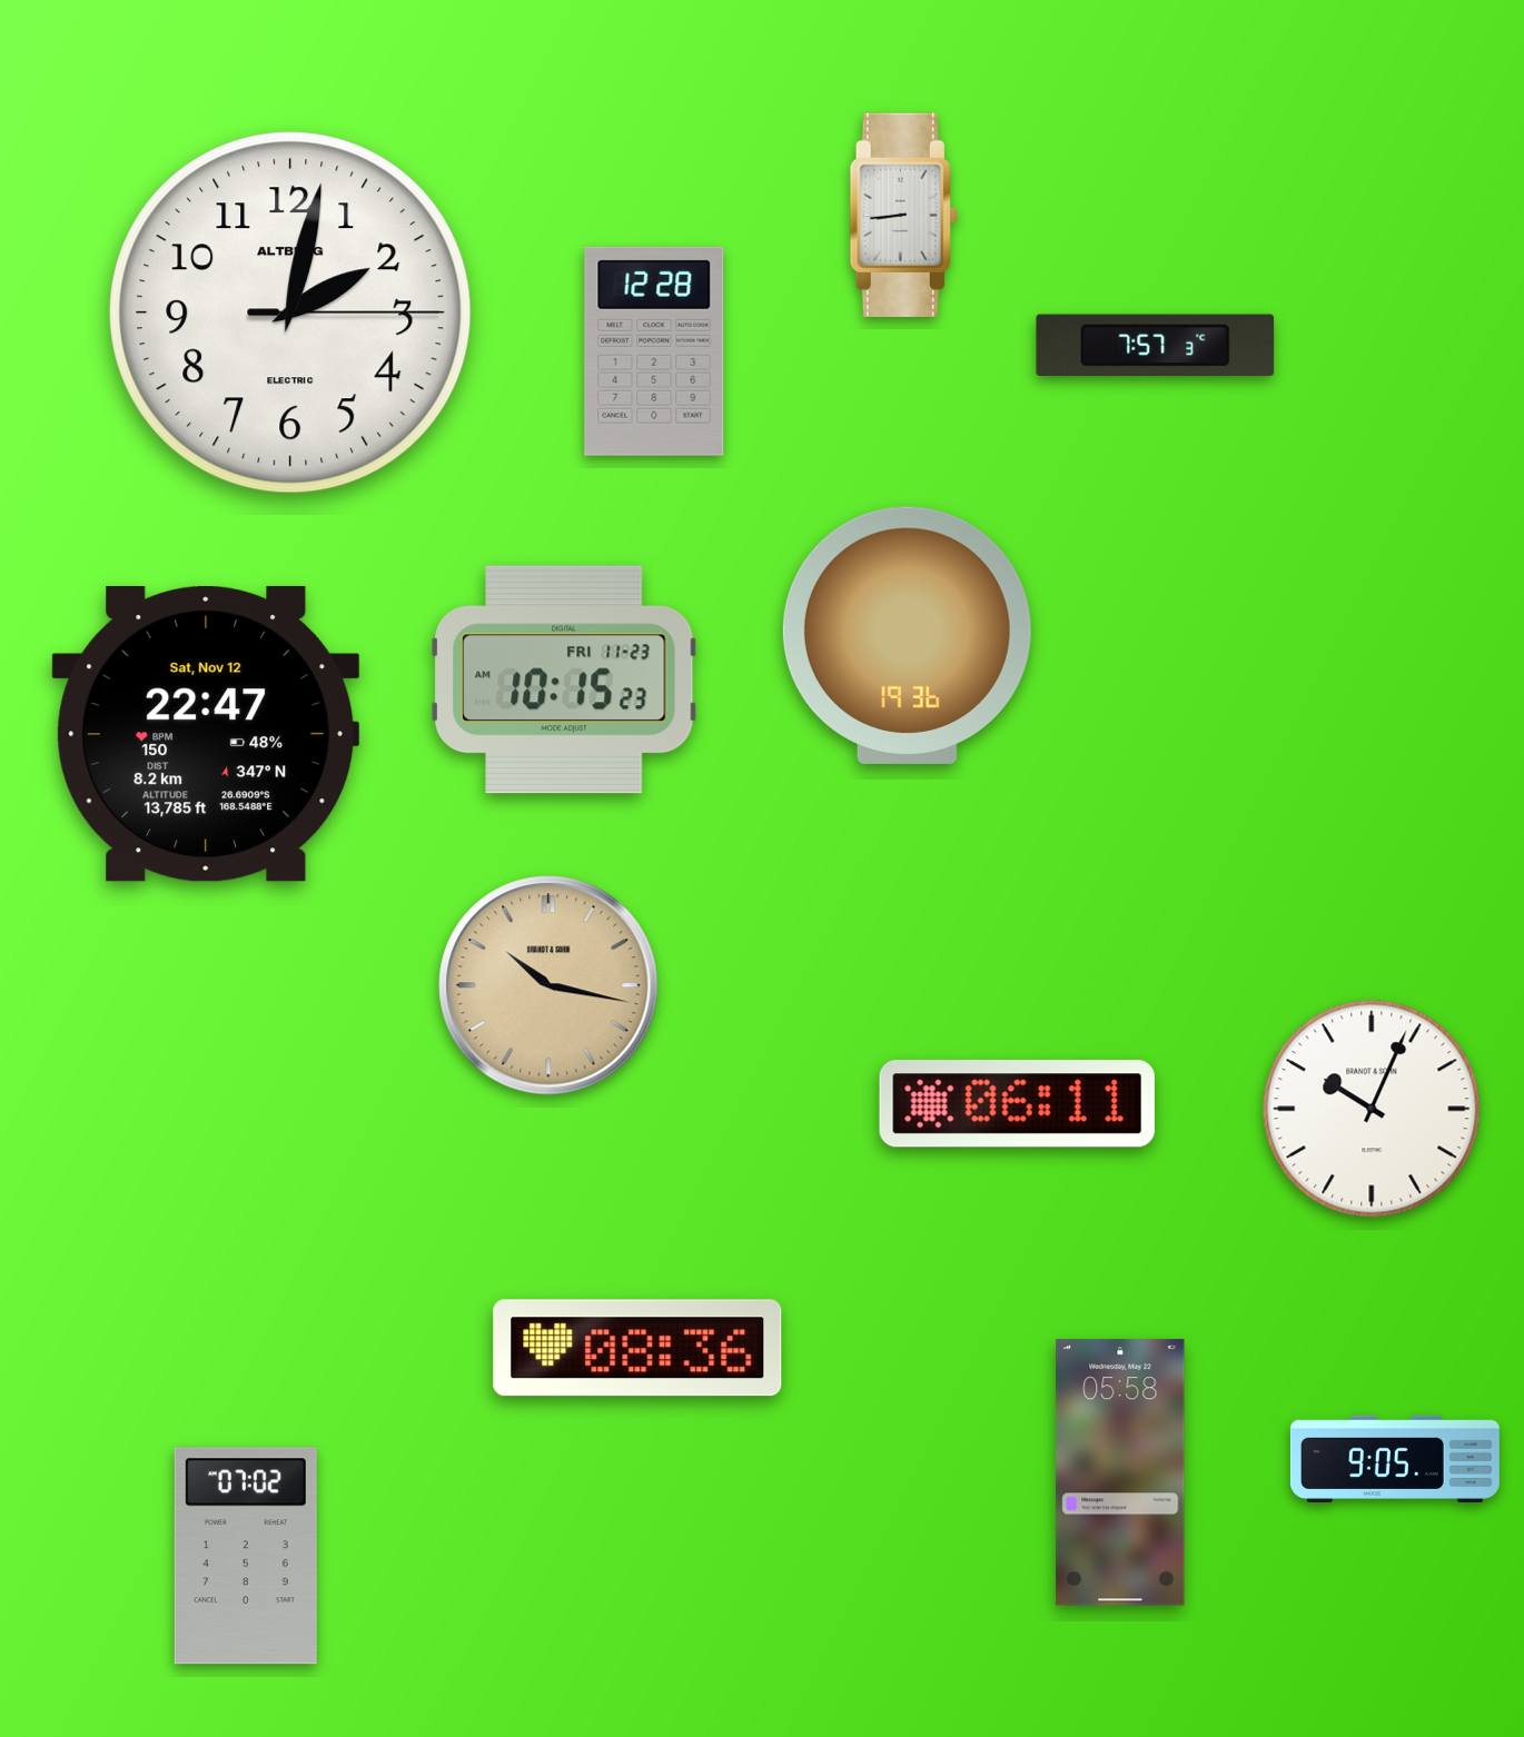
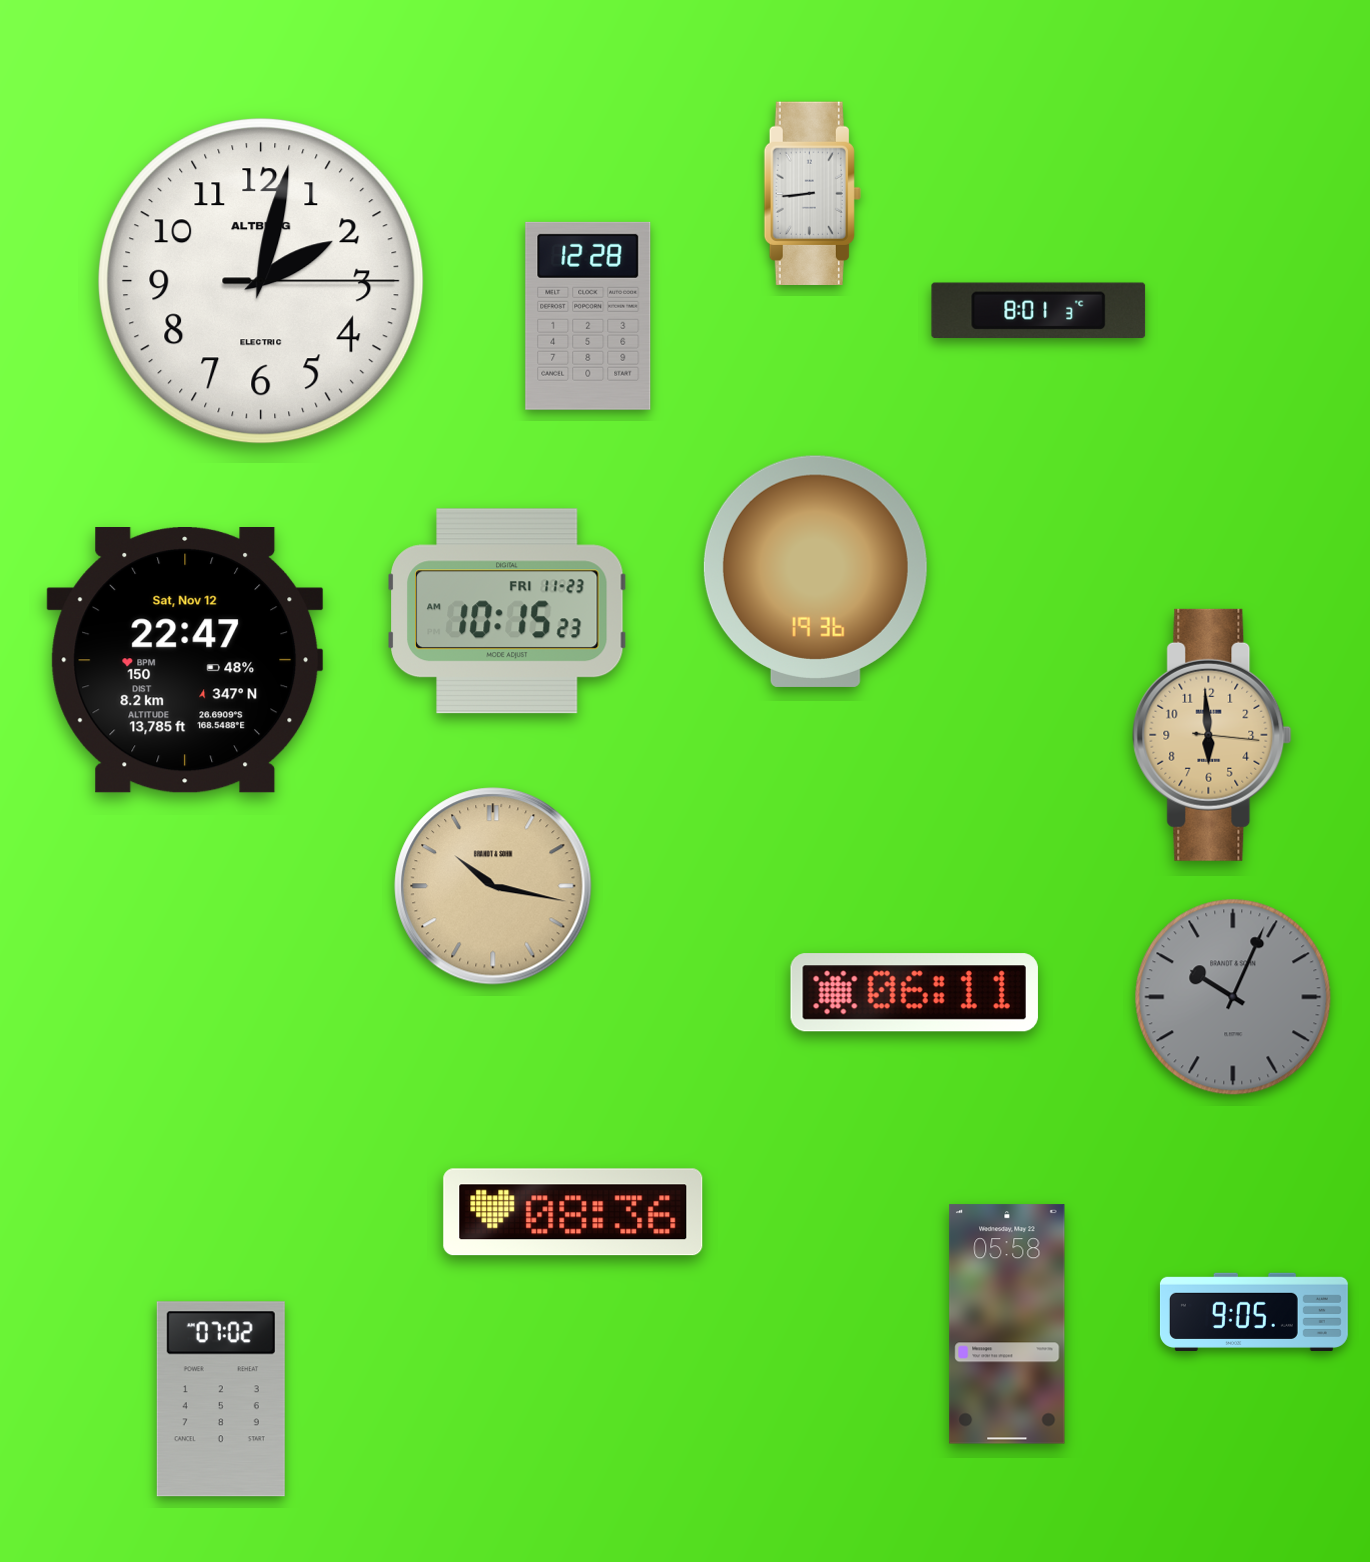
clock at (1156, 346): 7:57 -> 8:01
clock at (1212, 735): none -> 5:59
clock at (1372, 1109) dial: white -> grey
